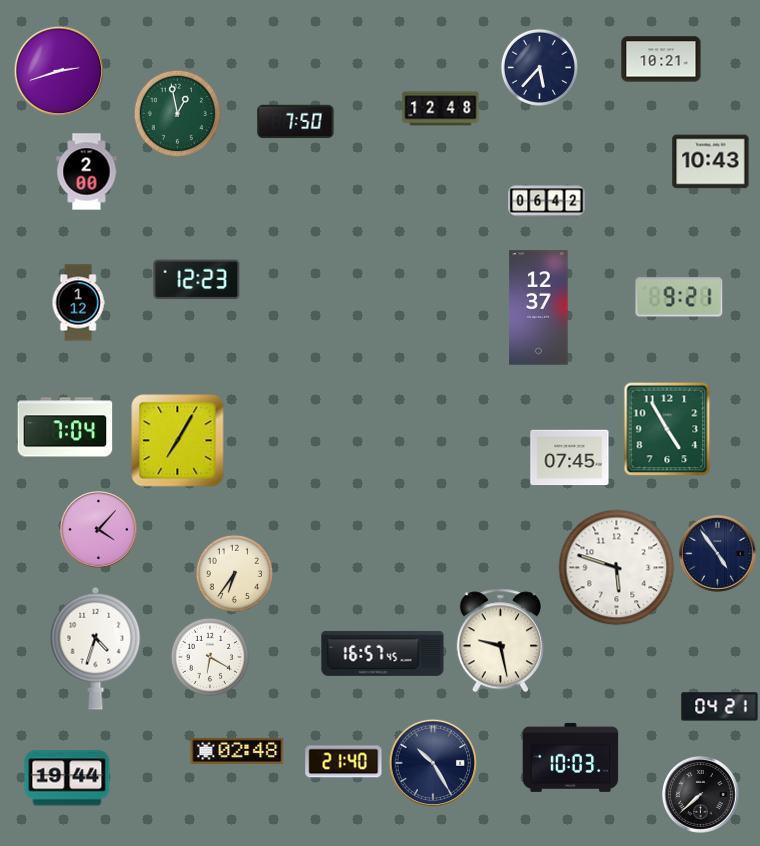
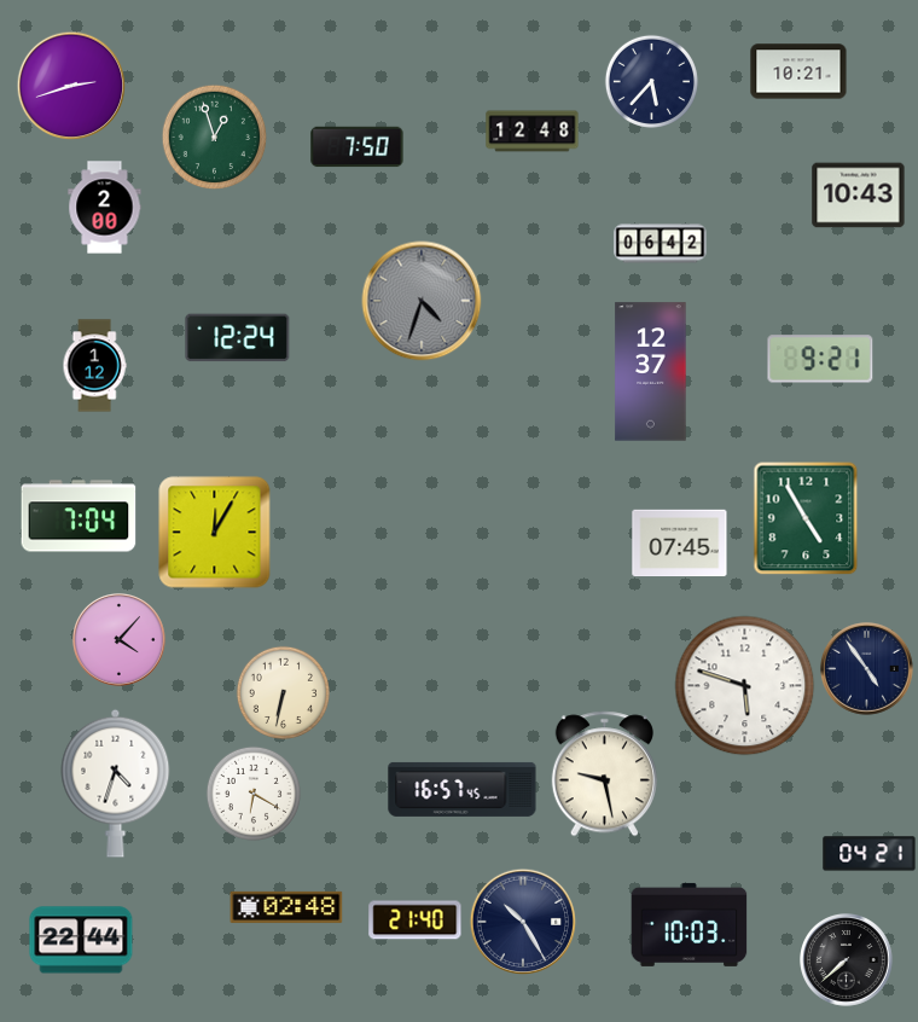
clock at (177, 113): 12:58 -> 12:57
clock at (422, 301): none -> 4:33
clock at (197, 280): 12:23 -> 12:24
clock at (178, 441): 7:05 -> 12:05
clock at (570, 458) position: (570, 458) -> (680, 544)
clock at (234, 573): 6:36 -> 6:32
clock at (571, 757) position: (571, 757) -> (690, 924)
clock at (67, 778): 19:44 -> 22:44
